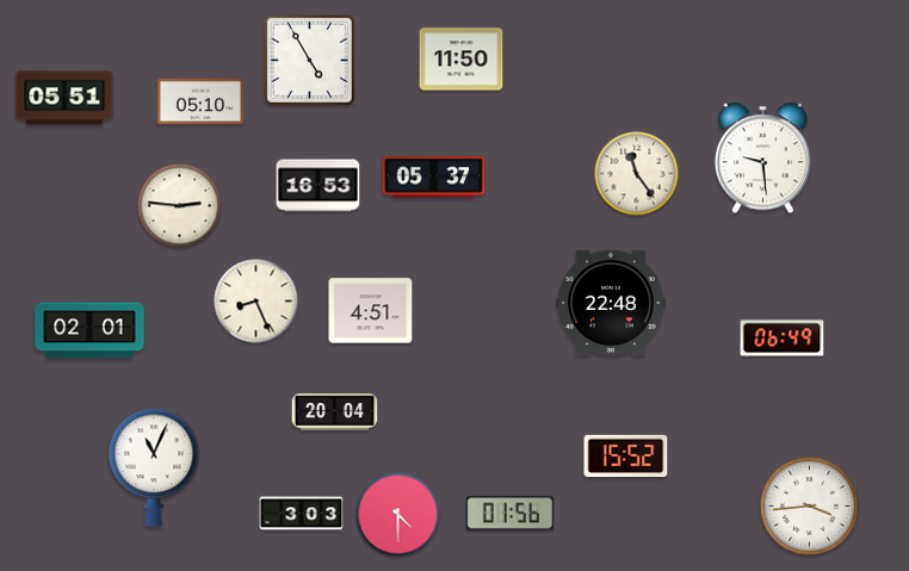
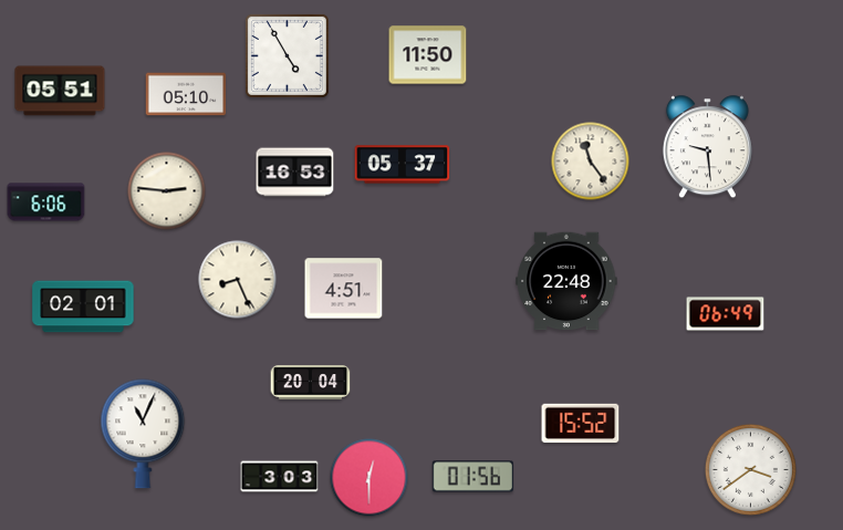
clock at (46, 202): none -> 6:06
clock at (809, 505): 3:44 -> 3:39
clock at (398, 515): 4:30 -> 12:30
